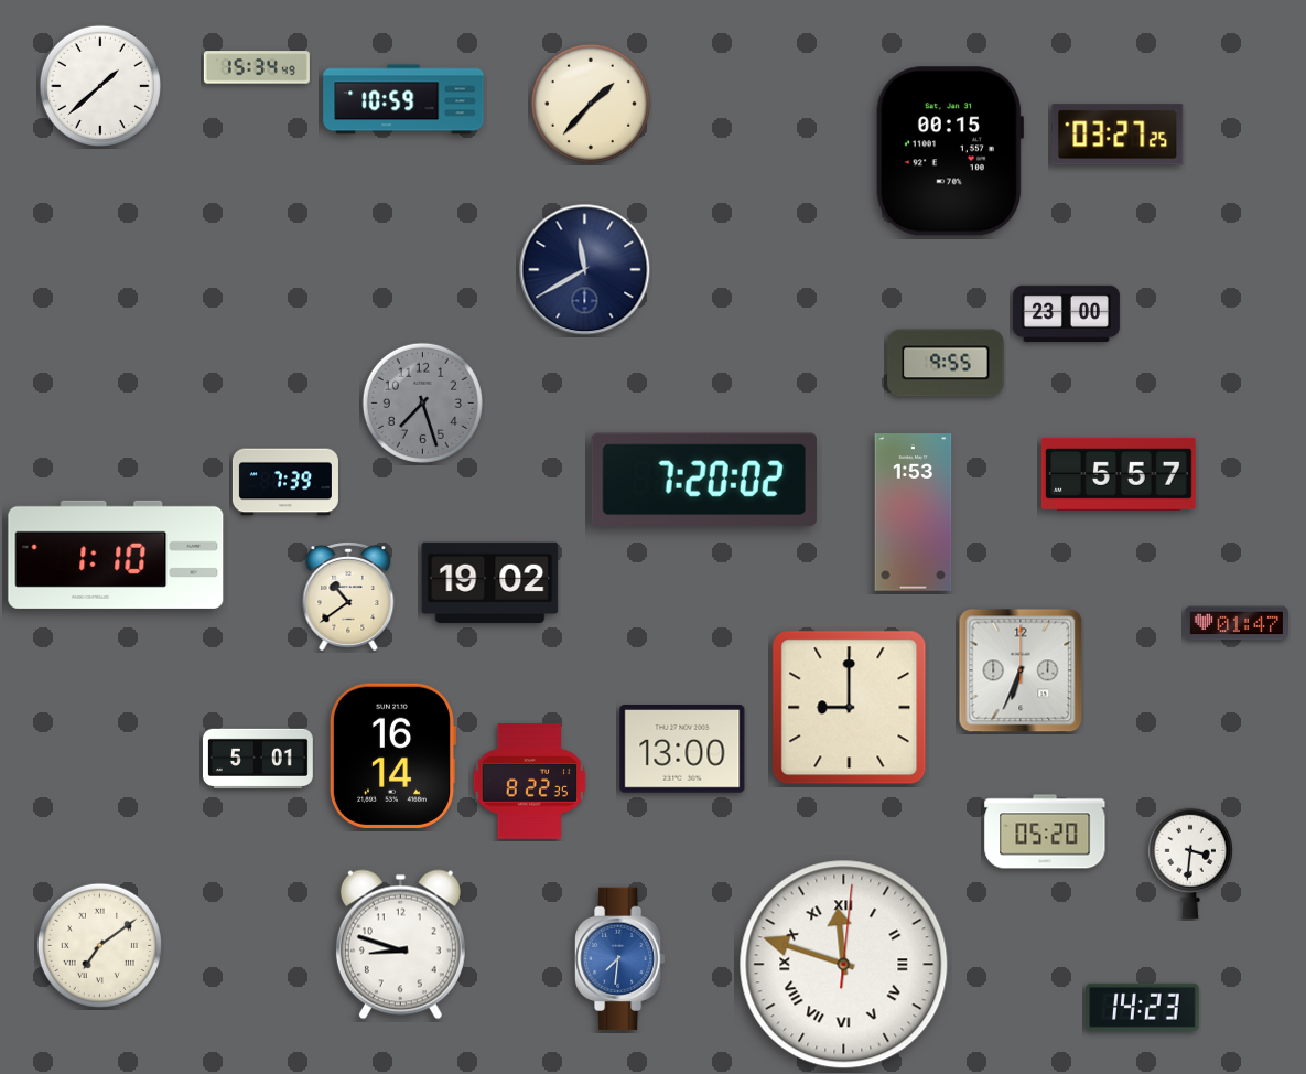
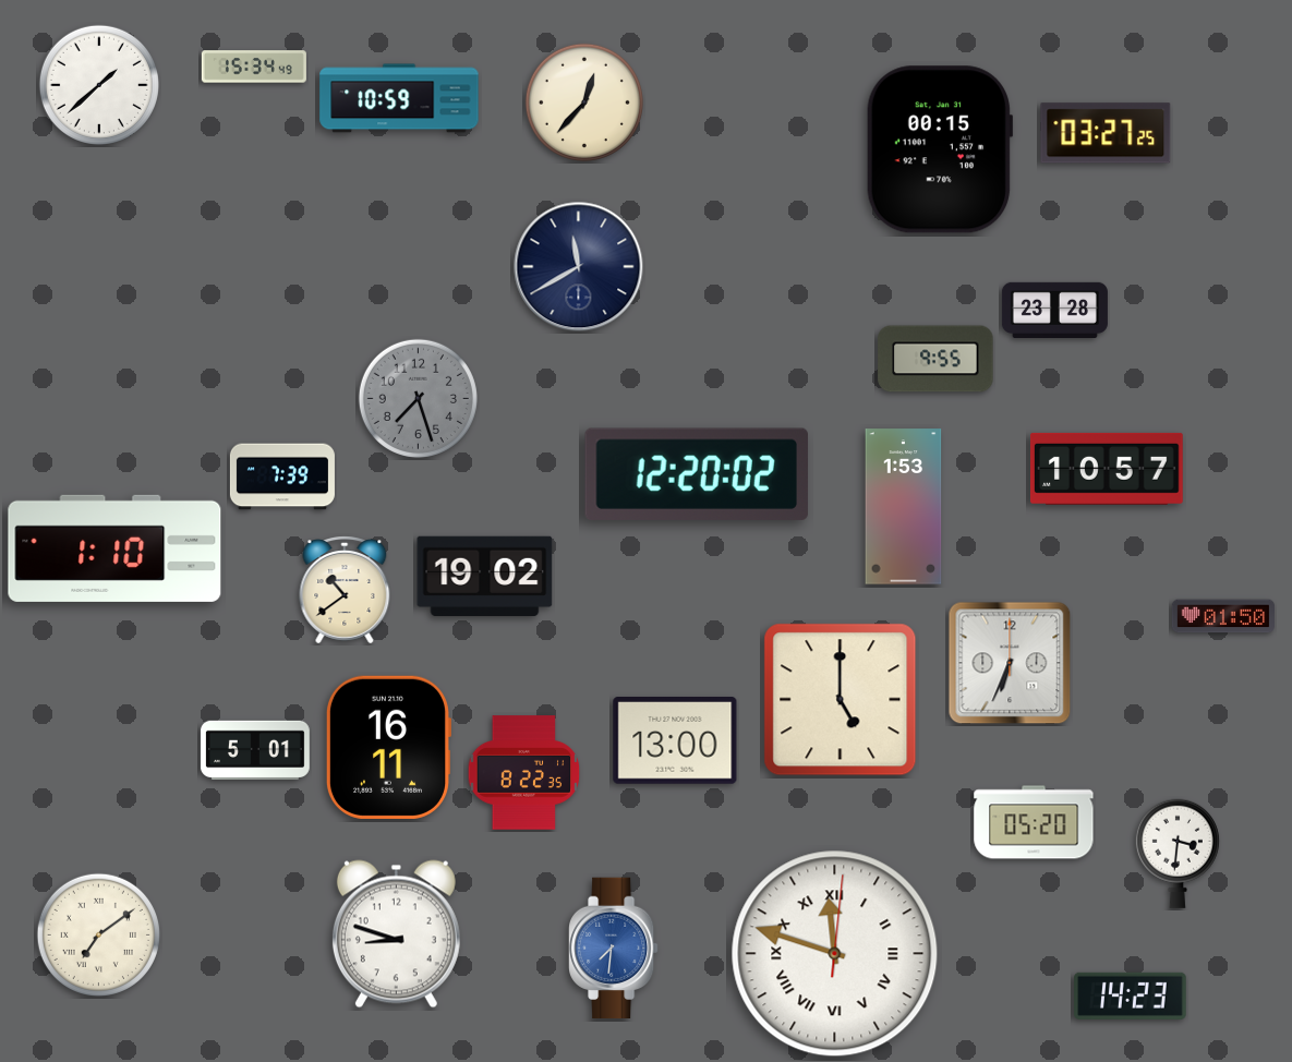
clock at (591, 104): 1:37 -> 12:37
clock at (1066, 313): 23:00 -> 23:28
clock at (1119, 474): 5:57 -> 10:57
clock at (704, 480): 7:20 -> 12:20
clock at (1237, 623): 01:47 -> 01:50
clock at (850, 708): 9:00 -> 5:00
clock at (392, 755): 16:14 -> 16:11
